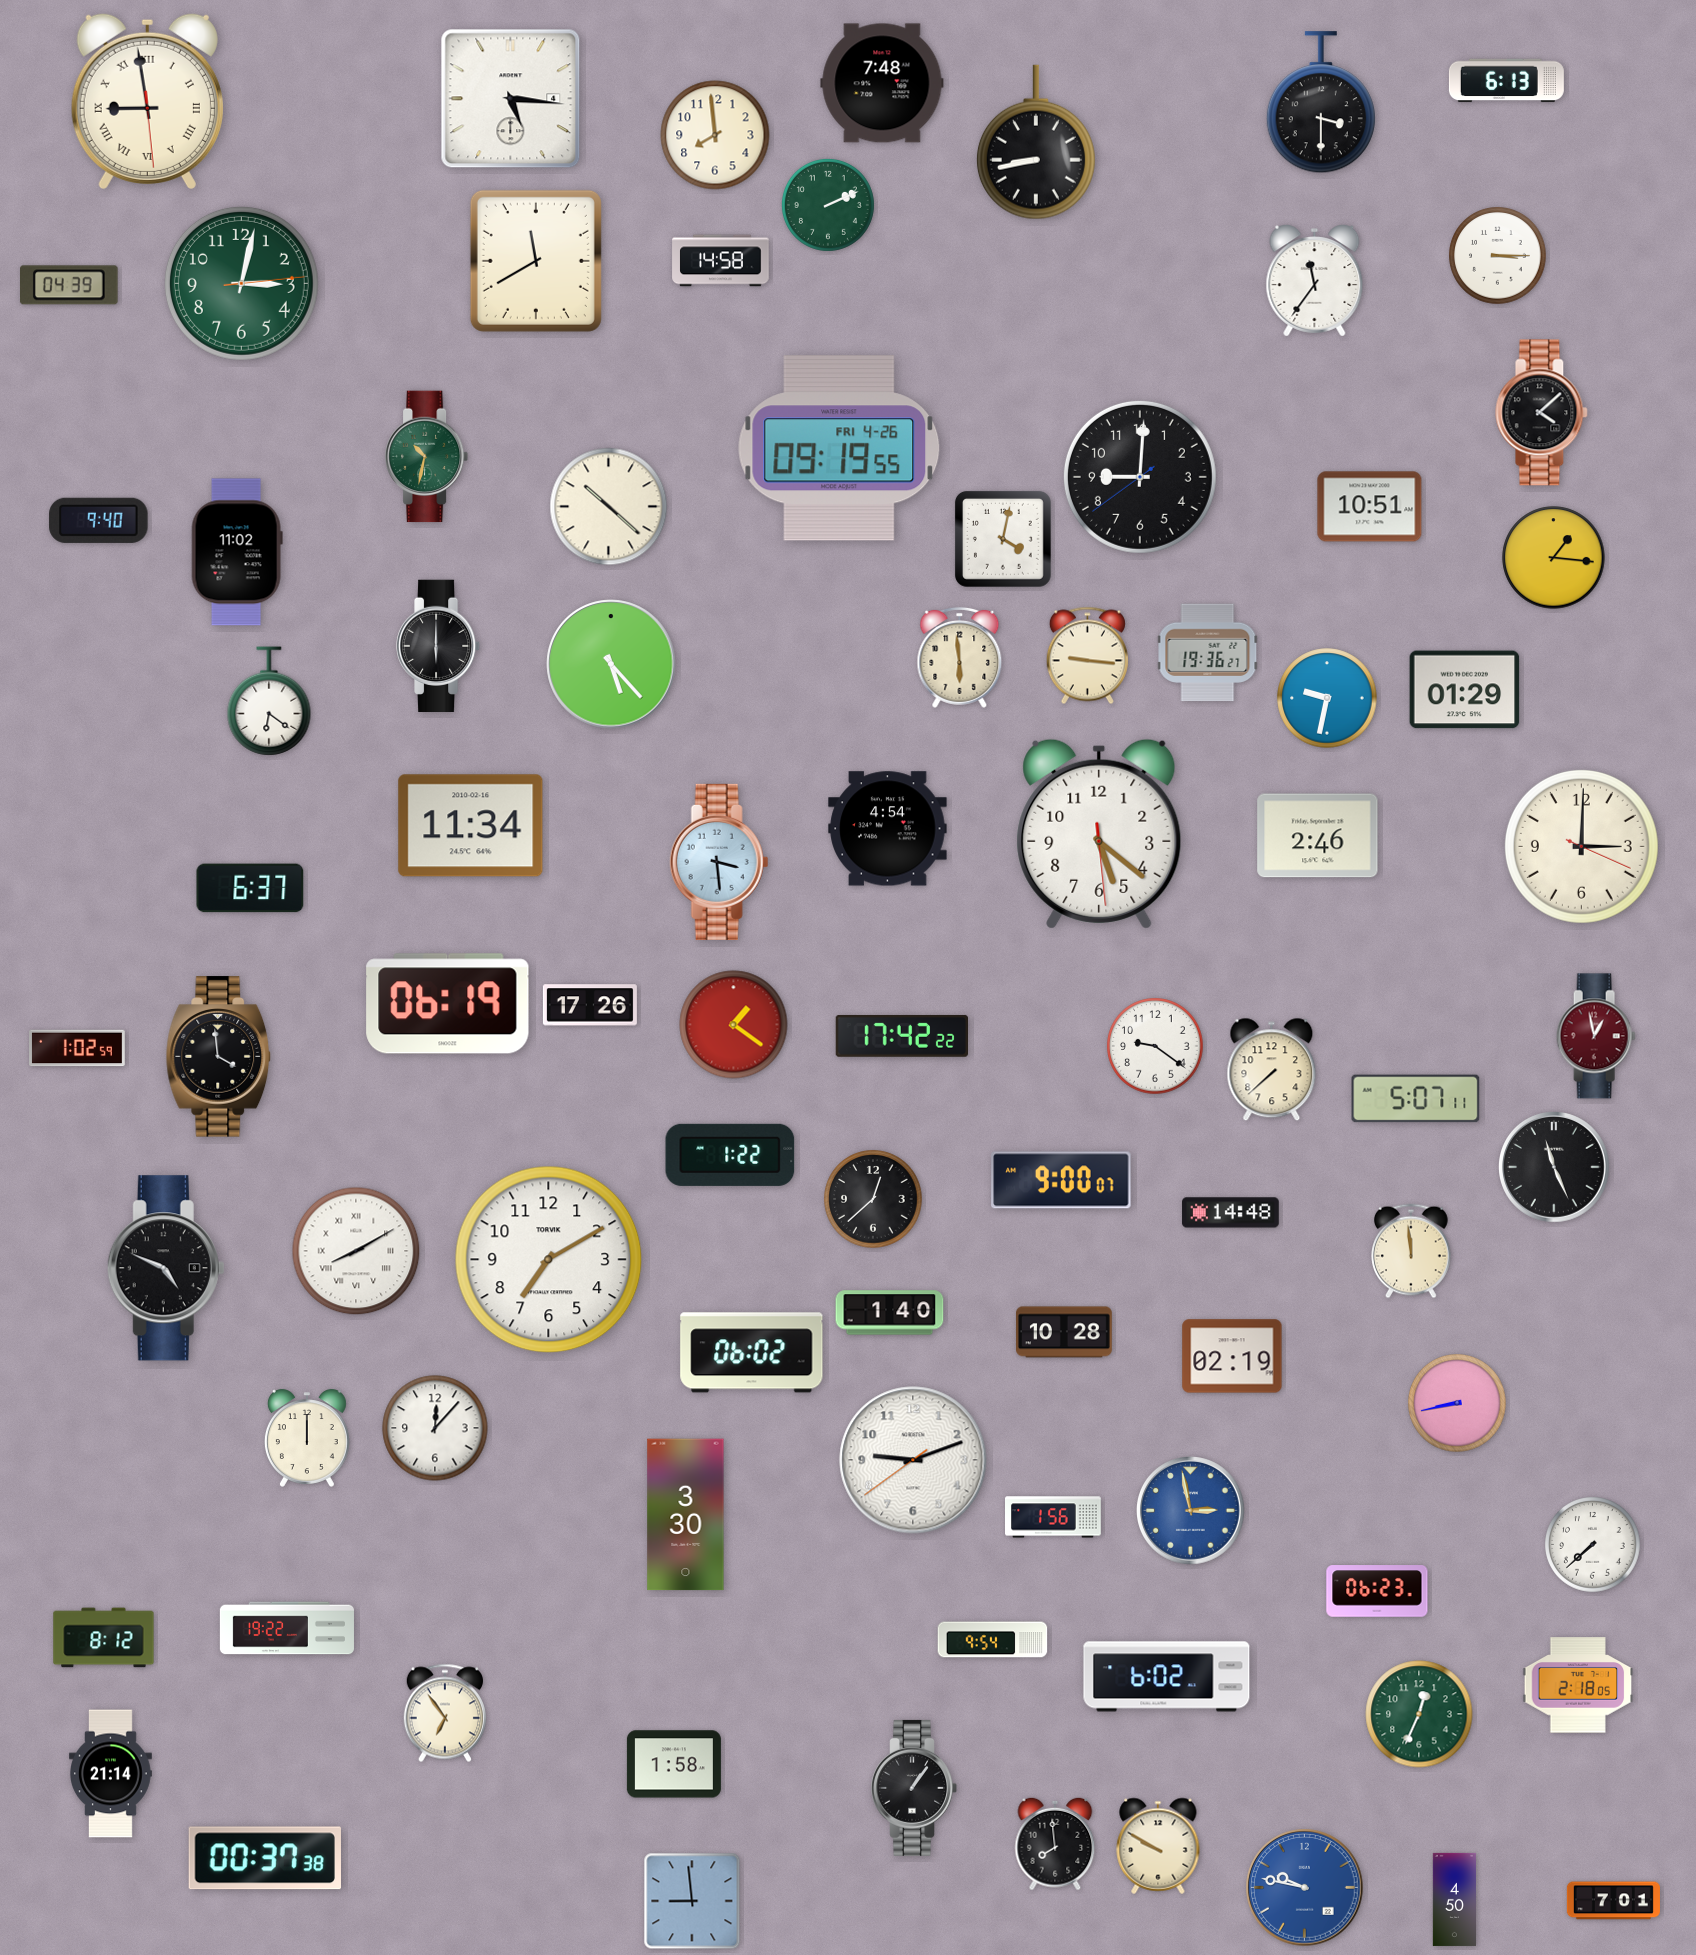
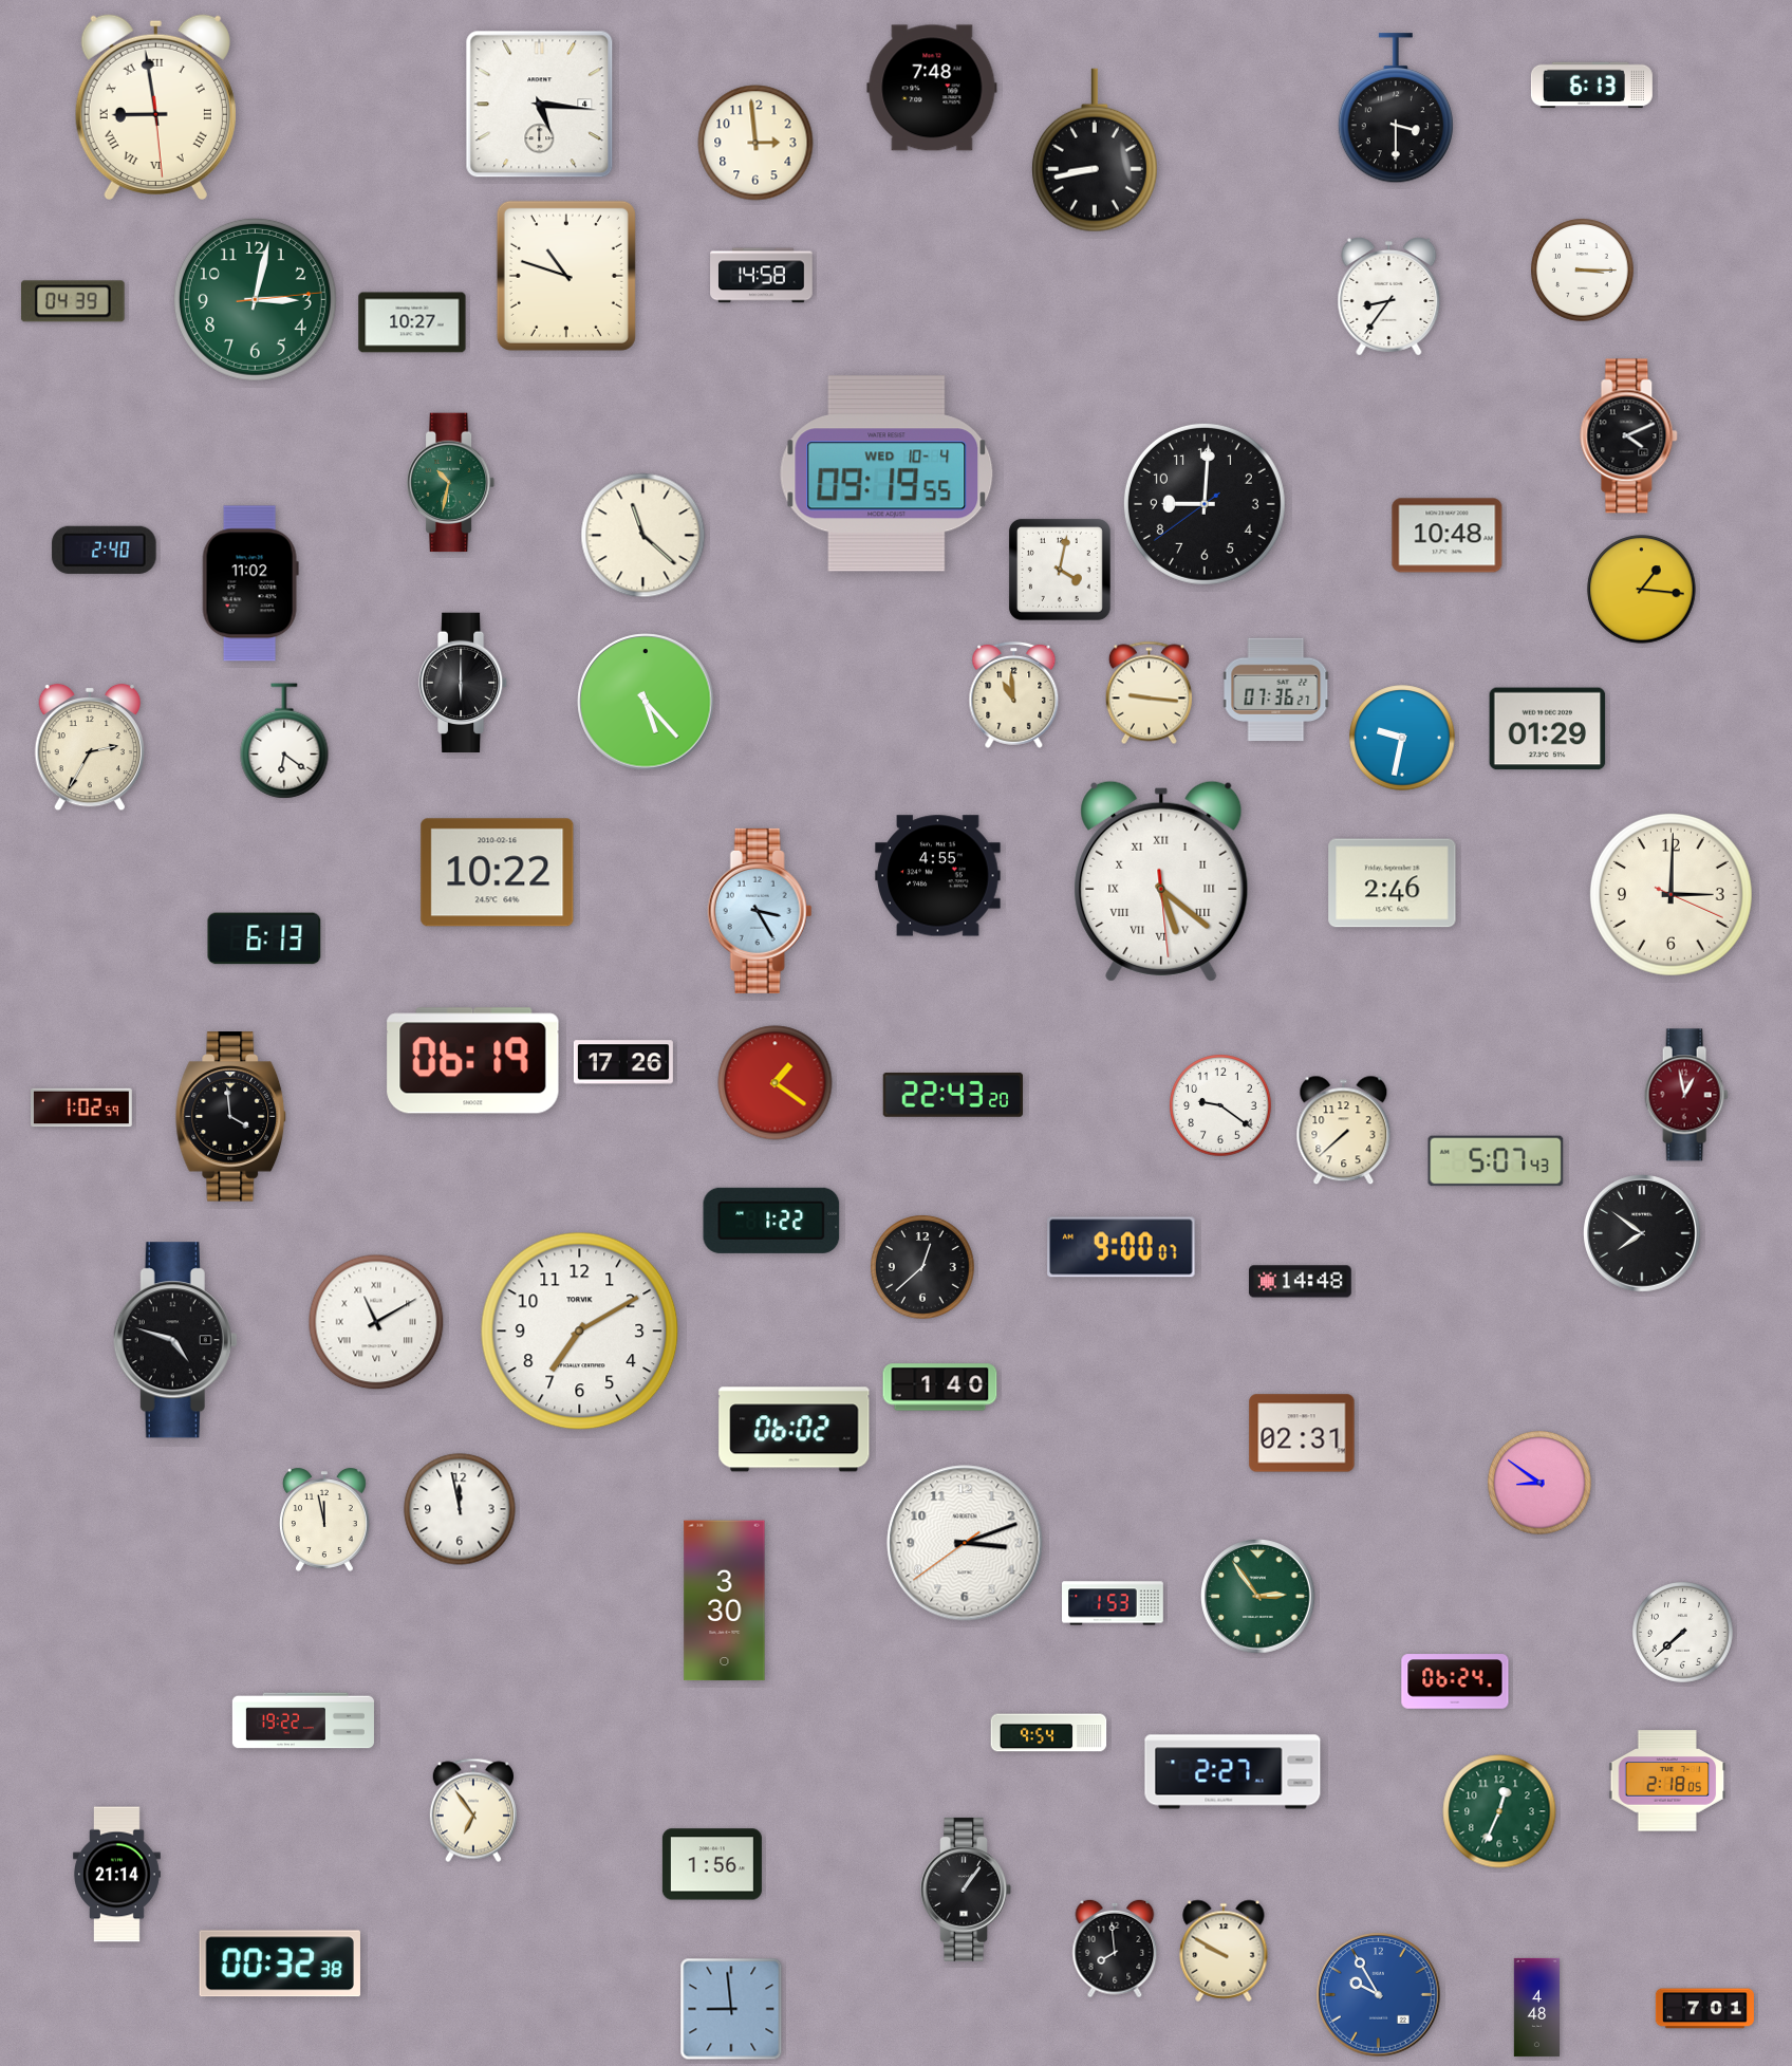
clock at (715, 135): 7:59 -> 2:59
clock at (828, 205): 2:11 -> none
clock at (536, 261): 11:40 -> 10:48
clock at (1315, 281): 11:36 -> 8:36
clock at (412, 322): none -> 10:27
clock at (1542, 413): 4:08 -> 4:11
clock at (839, 448) date: FRI 4-26 -> WED 10-4
clock at (609, 507): 10:22 -> 11:22
clock at (1370, 507): 10:51 -> 10:48
clock at (99, 520): 9:40 -> 2:40
clock at (1208, 653): 19:36 -> 07:36
clock at (960, 657): 5:59 -> 10:59
clock at (89, 747): none -> 2:35
clock at (471, 826): 11:34 -> 10:22
clock at (888, 829): 4:54 -> 4:55
clock at (1099, 834) numerals: Arabic -> Roman
clock at (719, 862): 3:29 -> 3:25
clock at (250, 888): 6:37 -> 6:13
clock at (901, 1036): 17:42 -> 22:43
clock at (1416, 1099): 5:07:11 -> 5:07:43
clock at (1555, 1168): 11:26 -> 7:51
clock at (356, 1251): 8:10 -> 11:10
clock at (1412, 1251): 11:59 -> none
clock at (166, 1268): 4:49 -> 4:48
clock at (1065, 1332): 10:28 -> none
clock at (1232, 1356): 02:19 -> 02:31
clock at (1457, 1403): 8:43 -> 8:51
clock at (435, 1428): 12:07 -> 11:58
clock at (307, 1438): 12:00 -> 11:58
clock at (913, 1460): 9:11 -> 3:11
clock at (1191, 1511): 2:58 -> 2:54
clock at (1191, 1511) dial: blue -> green
clock at (1053, 1517): 1:56 -> 1:53
clock at (1377, 1591): 06:23 -> 06:24
clock at (104, 1638): 8:12 -> none
clock at (1167, 1677): 6:02 -> 2:27
clock at (444, 1713) position: (444, 1713) -> (472, 1810)
clock at (674, 1764): 1:58 -> 1:56
clock at (265, 1858): 00:37 -> 00:32
clock at (1305, 1888): 9:47 -> 9:55
clock at (1454, 1899): 4:50 -> 4:48
